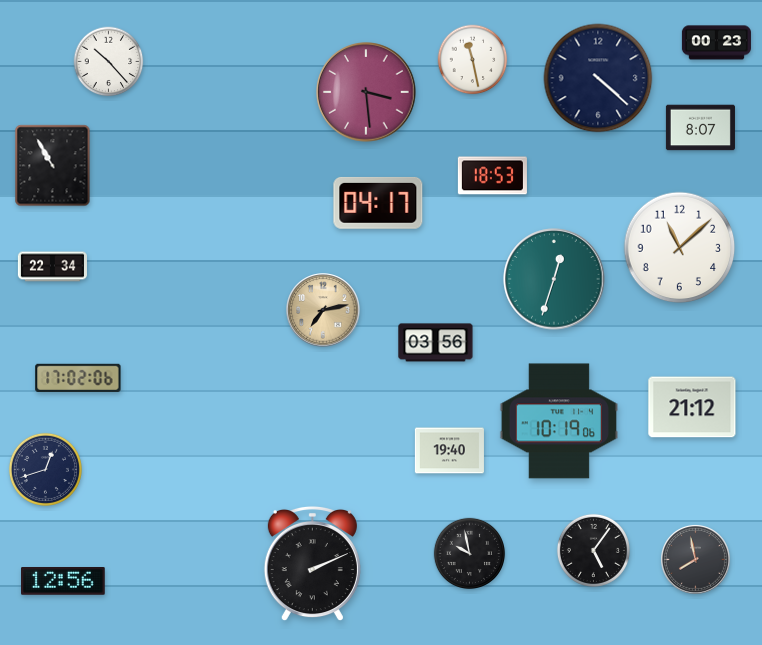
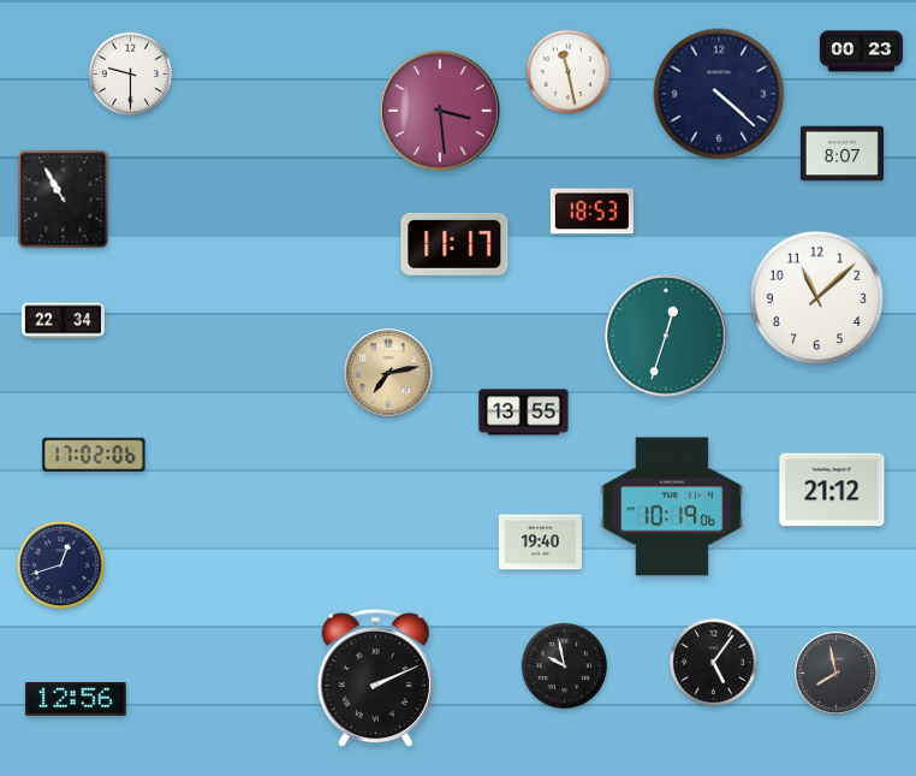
clock at (109, 62): 10:23 -> 9:30
clock at (378, 203): 04:17 -> 11:17
clock at (436, 343): 03:56 -> 13:55
clock at (45, 469) position: (45, 469) -> (60, 564)
